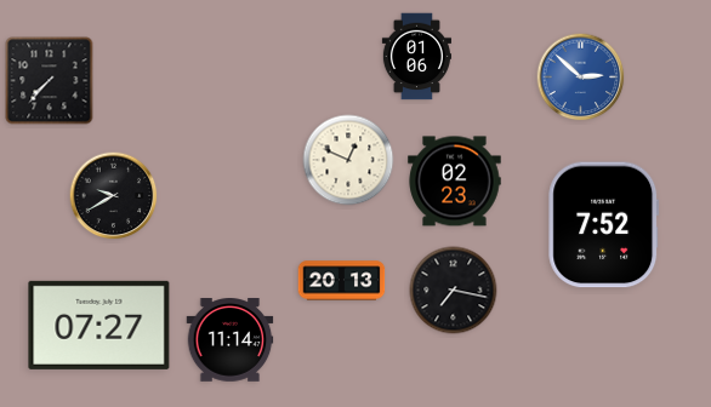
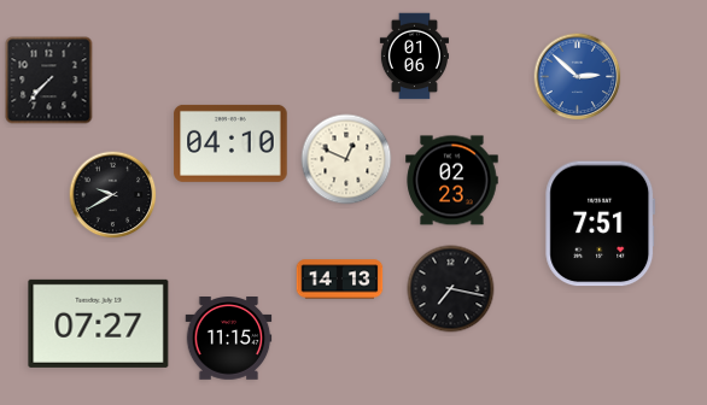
clock at (230, 143): none -> 04:10
clock at (604, 225): 7:52 -> 7:51
clock at (342, 281): 20:13 -> 14:13
clock at (231, 340): 11:14 -> 11:15
